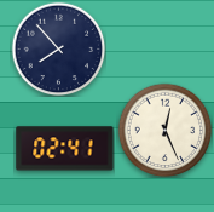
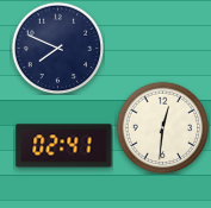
clock at (58, 48): 7:53 -> 7:49
clock at (164, 130): 12:26 -> 12:31
